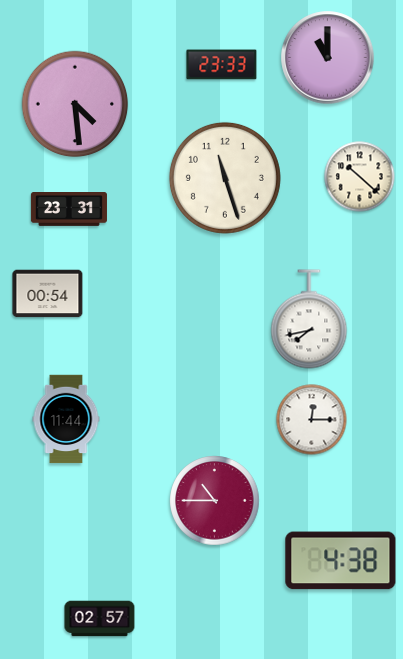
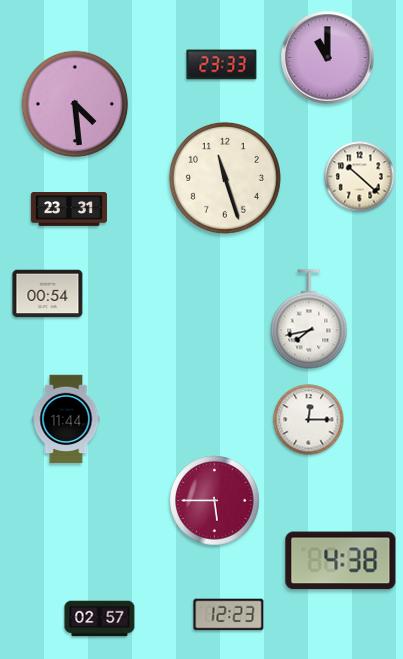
clock at (312, 420) position: (312, 420) -> (309, 420)
clock at (215, 501): 10:45 -> 5:45
clock at (229, 615): none -> 12:23
